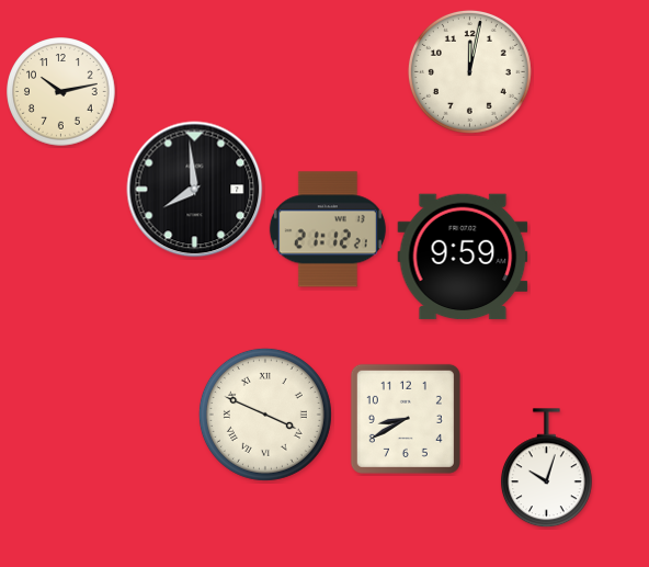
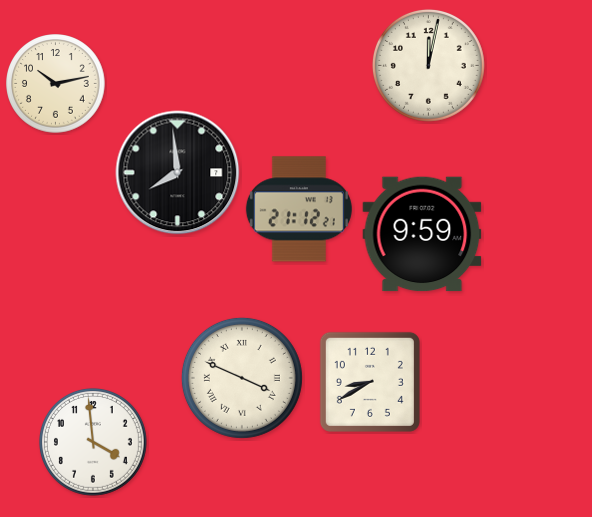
clock at (546, 468): 10:03 -> none
clock at (93, 442): none -> 3:59
